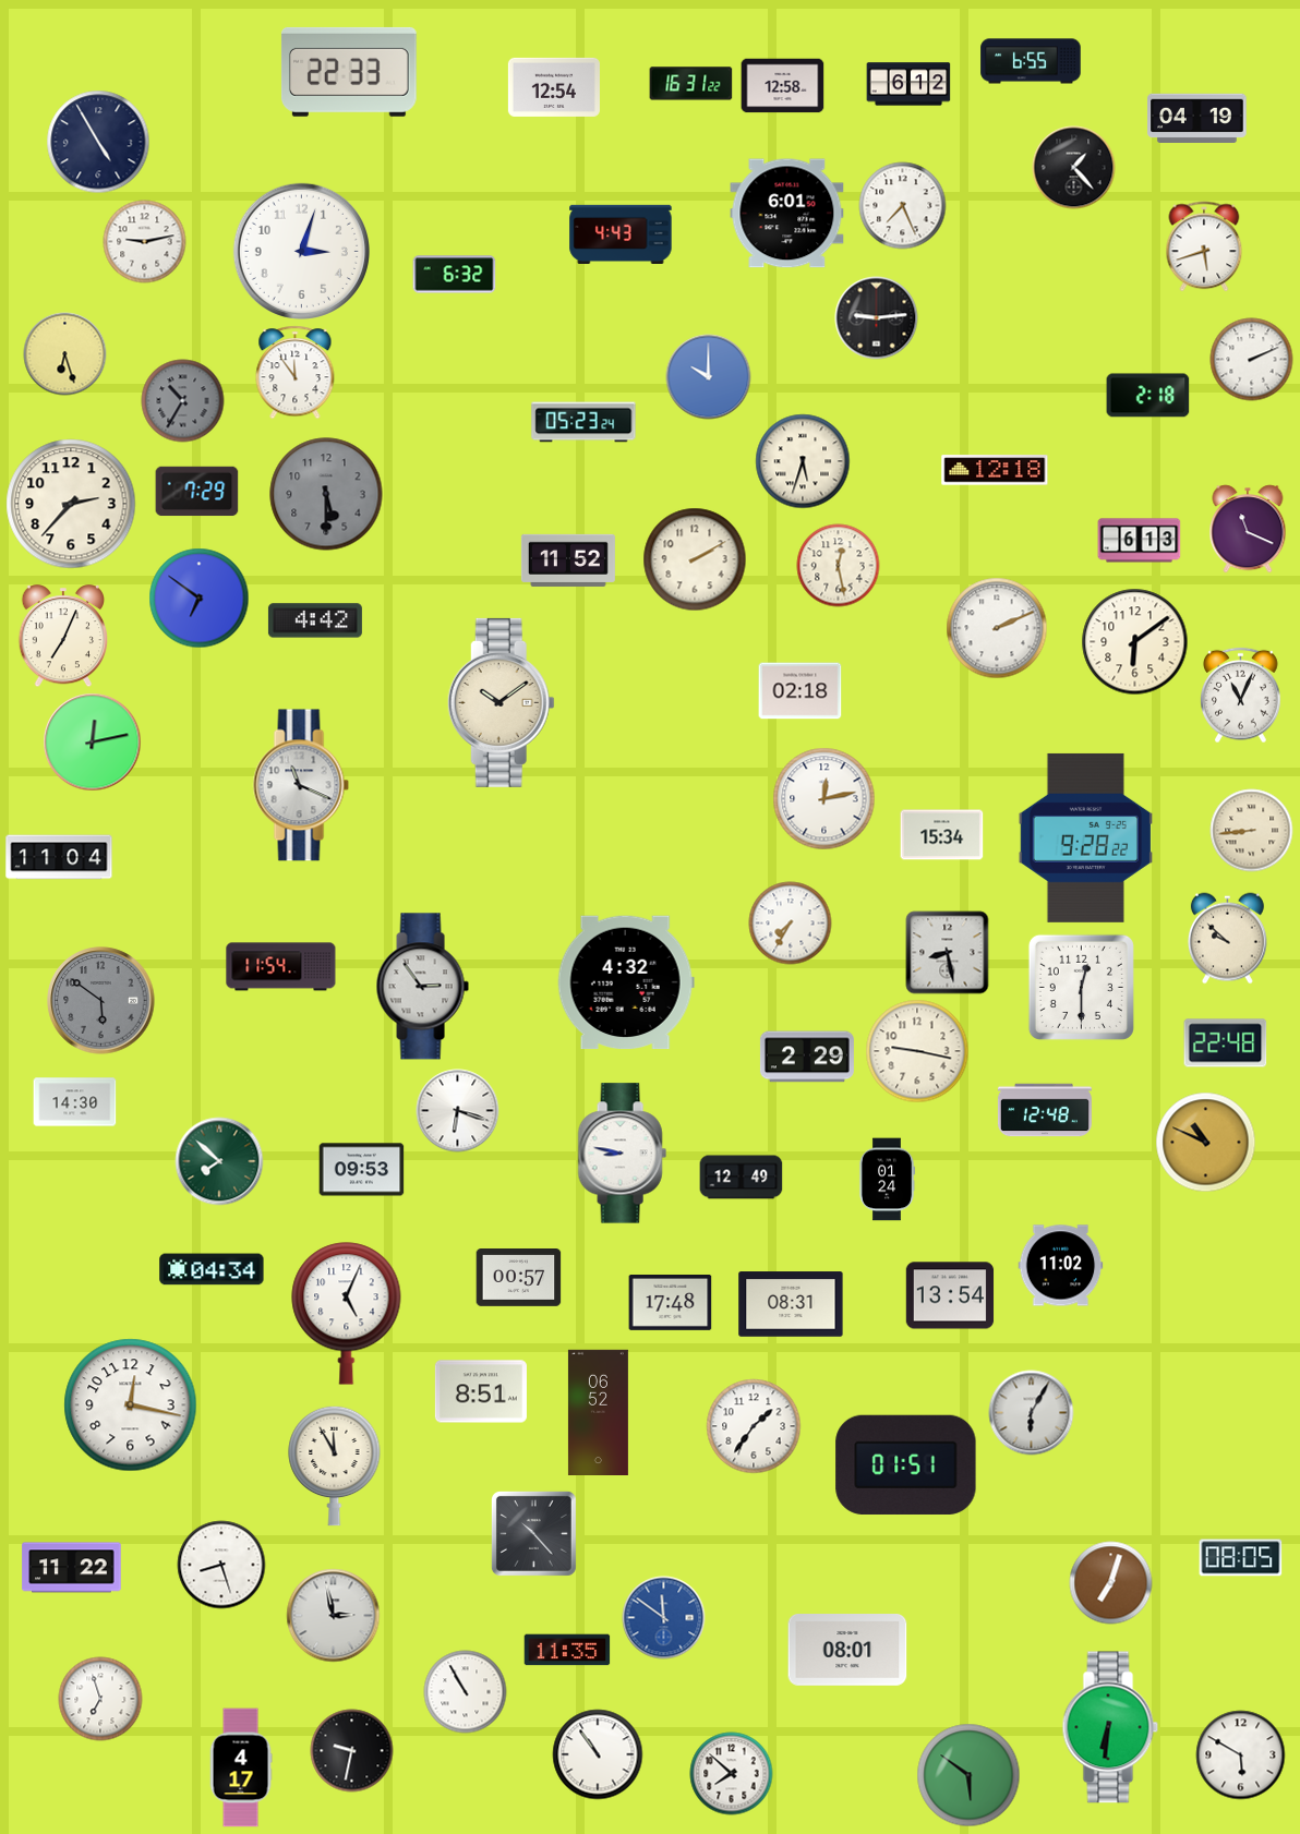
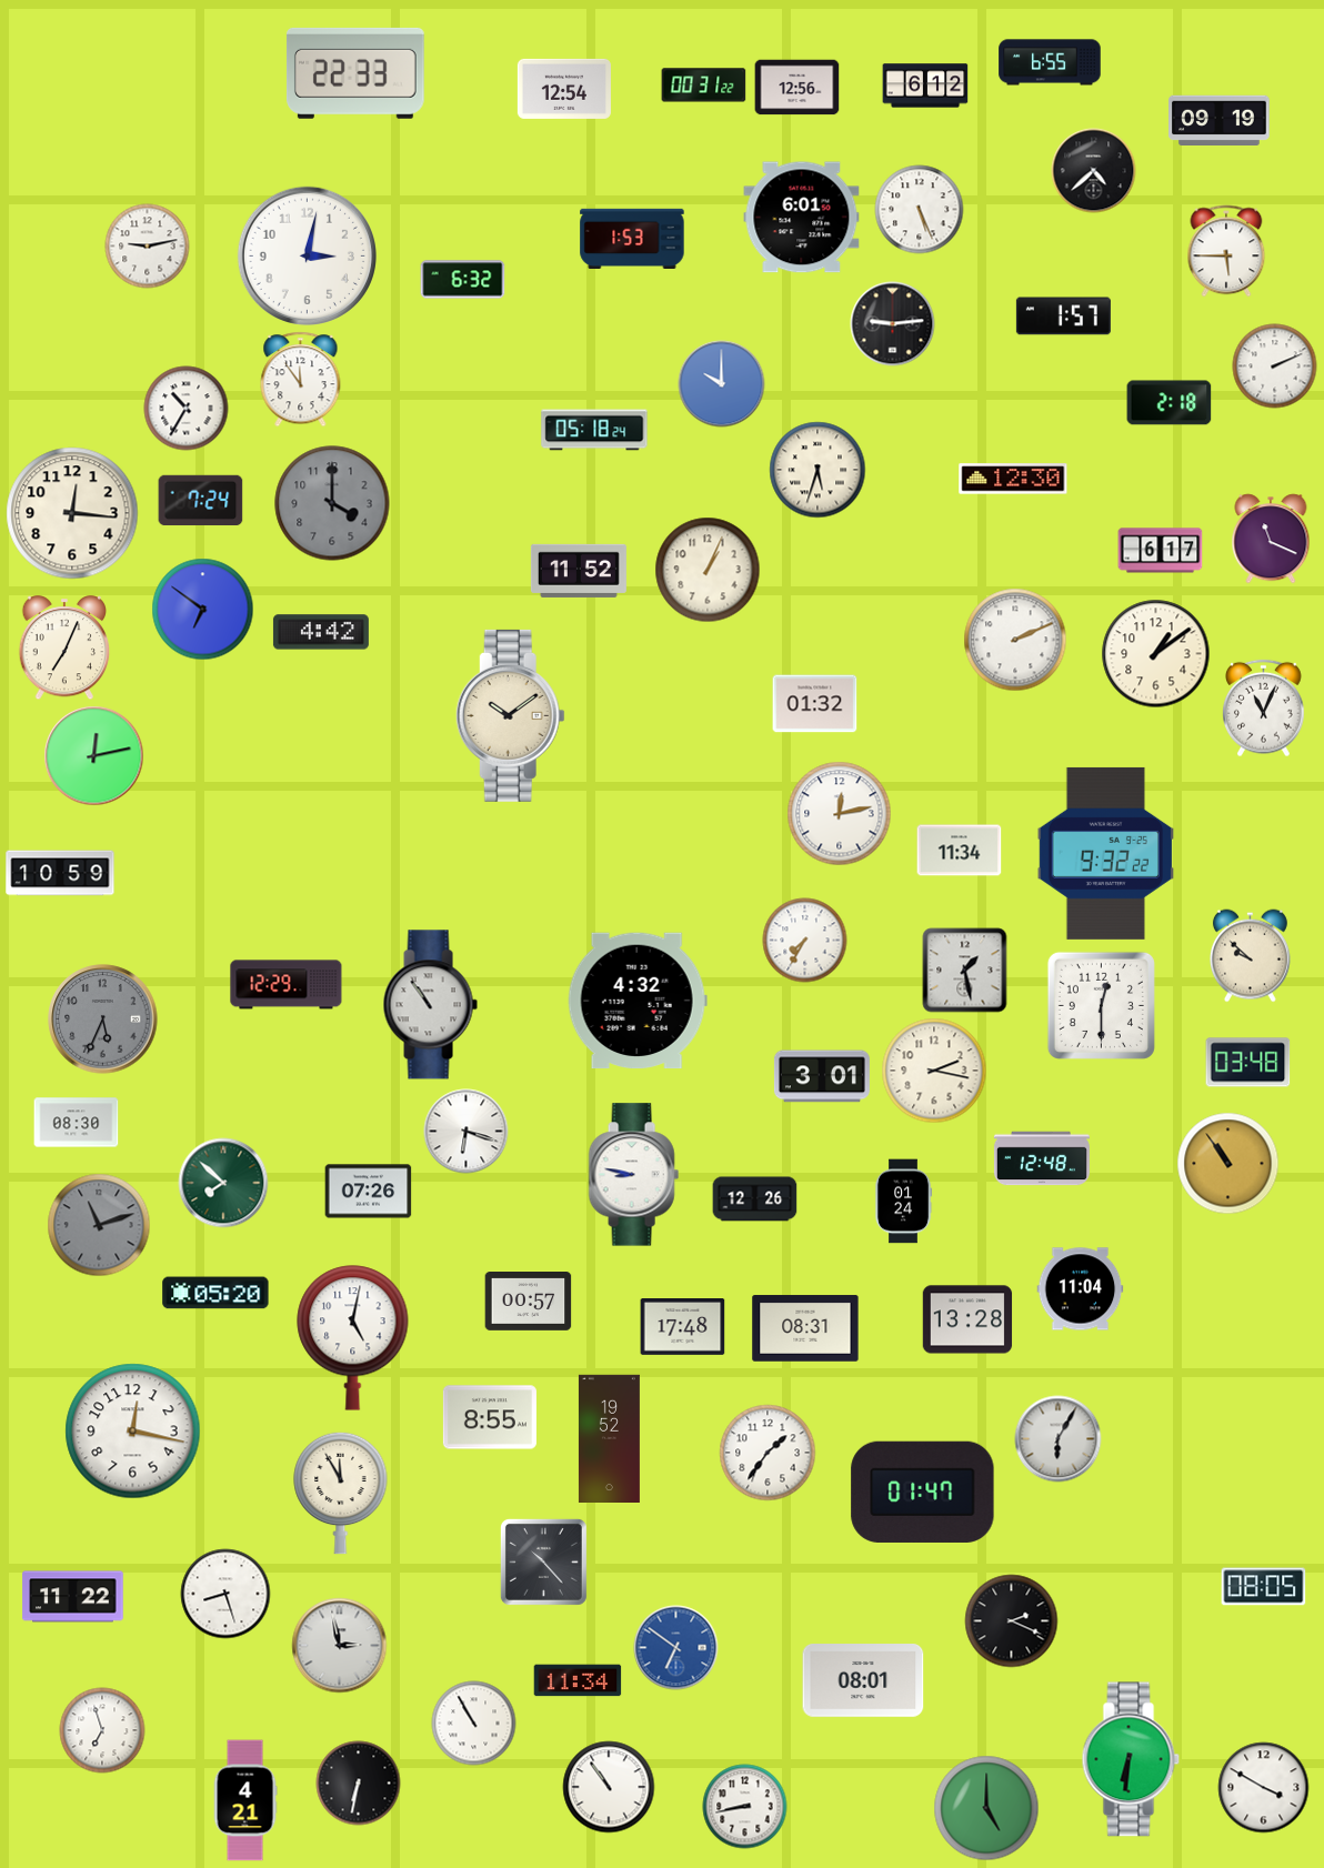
clock at (691, 84): 16:31 -> 00:31
clock at (783, 86): 12:58 -> 12:56
clock at (1197, 119): 04:19 -> 09:19
clock at (98, 142): 4:55 -> none
clock at (1074, 168): 1:23 -> 4:38
clock at (903, 206): 7:26 -> 5:26
clock at (621, 233): 4:43 -> 1:53
clock at (1204, 246): 5:42 -> 5:45
clock at (301, 251): 3:03 -> 3:02
clock at (1063, 317): none -> 1:57
clock at (65, 354): 6:27 -> none
clock at (183, 401) dial: grey -> white
clock at (583, 422): 05:23 -> 05:18
clock at (995, 470): 12:18 -> 12:30
clock at (197, 492): 7:29 -> 7:24
clock at (326, 494): 5:30 -> 4:00
clock at (71, 504): 2:37 -> 12:16
clock at (1140, 541): 6:13 -> 6:17
clock at (695, 559): 2:10 -> 1:04
clock at (839, 566): 12:28 -> none
clock at (1135, 642): 6:09 -> 1:09
clock at (801, 691): 02:18 -> 01:32
clock at (301, 785): 11:19 -> none
clock at (1252, 831): 8:44 -> none
clock at (942, 835): 15:34 -> 11:34
clock at (1085, 837): 9:28 -> 9:32
clock at (59, 857): 11:04 -> 10:59
clock at (948, 953): 8:28 -> 1:28
clock at (281, 967): 11:54 -> 12:29
clock at (422, 987): 2:54 -> 10:54
clock at (101, 1001): 5:51 -> 5:34
clock at (1226, 1043): 22:48 -> 03:48
clock at (917, 1051): 9:17 -> 2:17
clock at (807, 1057): 2:29 -> 3:01
clock at (75, 1102): 14:30 -> 08:30
clock at (1045, 1110) position: (1045, 1110) -> (1042, 1158)
clock at (1206, 1143): 10:49 -> 10:54
clock at (362, 1170): 09:53 -> 07:26
clock at (742, 1178): 12:49 -> 12:26
clock at (99, 1225): none -> 11:12
clock at (1061, 1266): 11:02 -> 11:04
clock at (212, 1269): 04:34 -> 05:20
clock at (950, 1295): 13:54 -> 13:28
clock at (347, 1314): 5:04 -> 5:02
clock at (481, 1391): 8:51 -> 8:55
clock at (598, 1413): 06:52 -> 19:52
clock at (1032, 1413) position: (1032, 1413) -> (1059, 1439)
clock at (906, 1464): 01:51 -> 01:47
clock at (1111, 1583): 7:03 -> none
clock at (1012, 1621): none -> 2:19
clock at (664, 1618): 11:51 -> 6:51
clock at (567, 1650): 11:35 -> 11:34
clock at (352, 1751): 9:32 -> 6:32
clock at (1241, 1755): 5:50 -> 3:50
clock at (241, 1767): 4:17 -> 4:21
clock at (732, 1774): 7:52 -> 8:43
clock at (968, 1775): 5:51 -> 5:00
